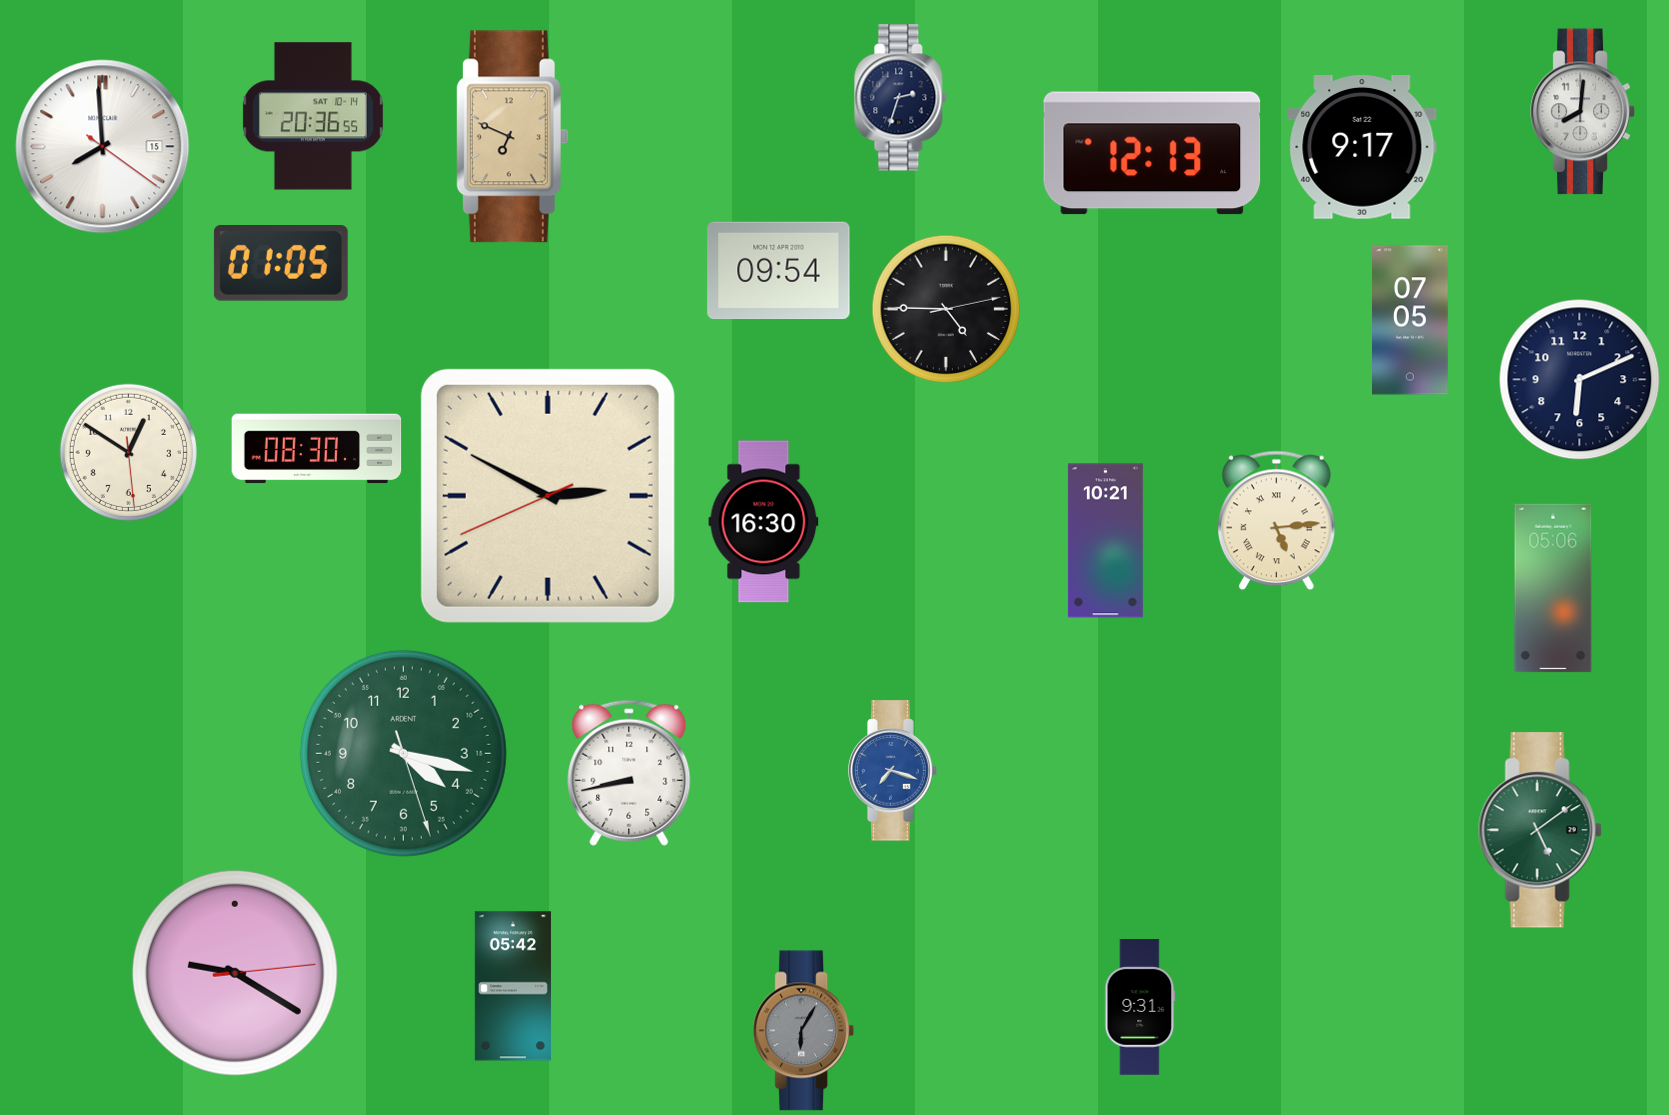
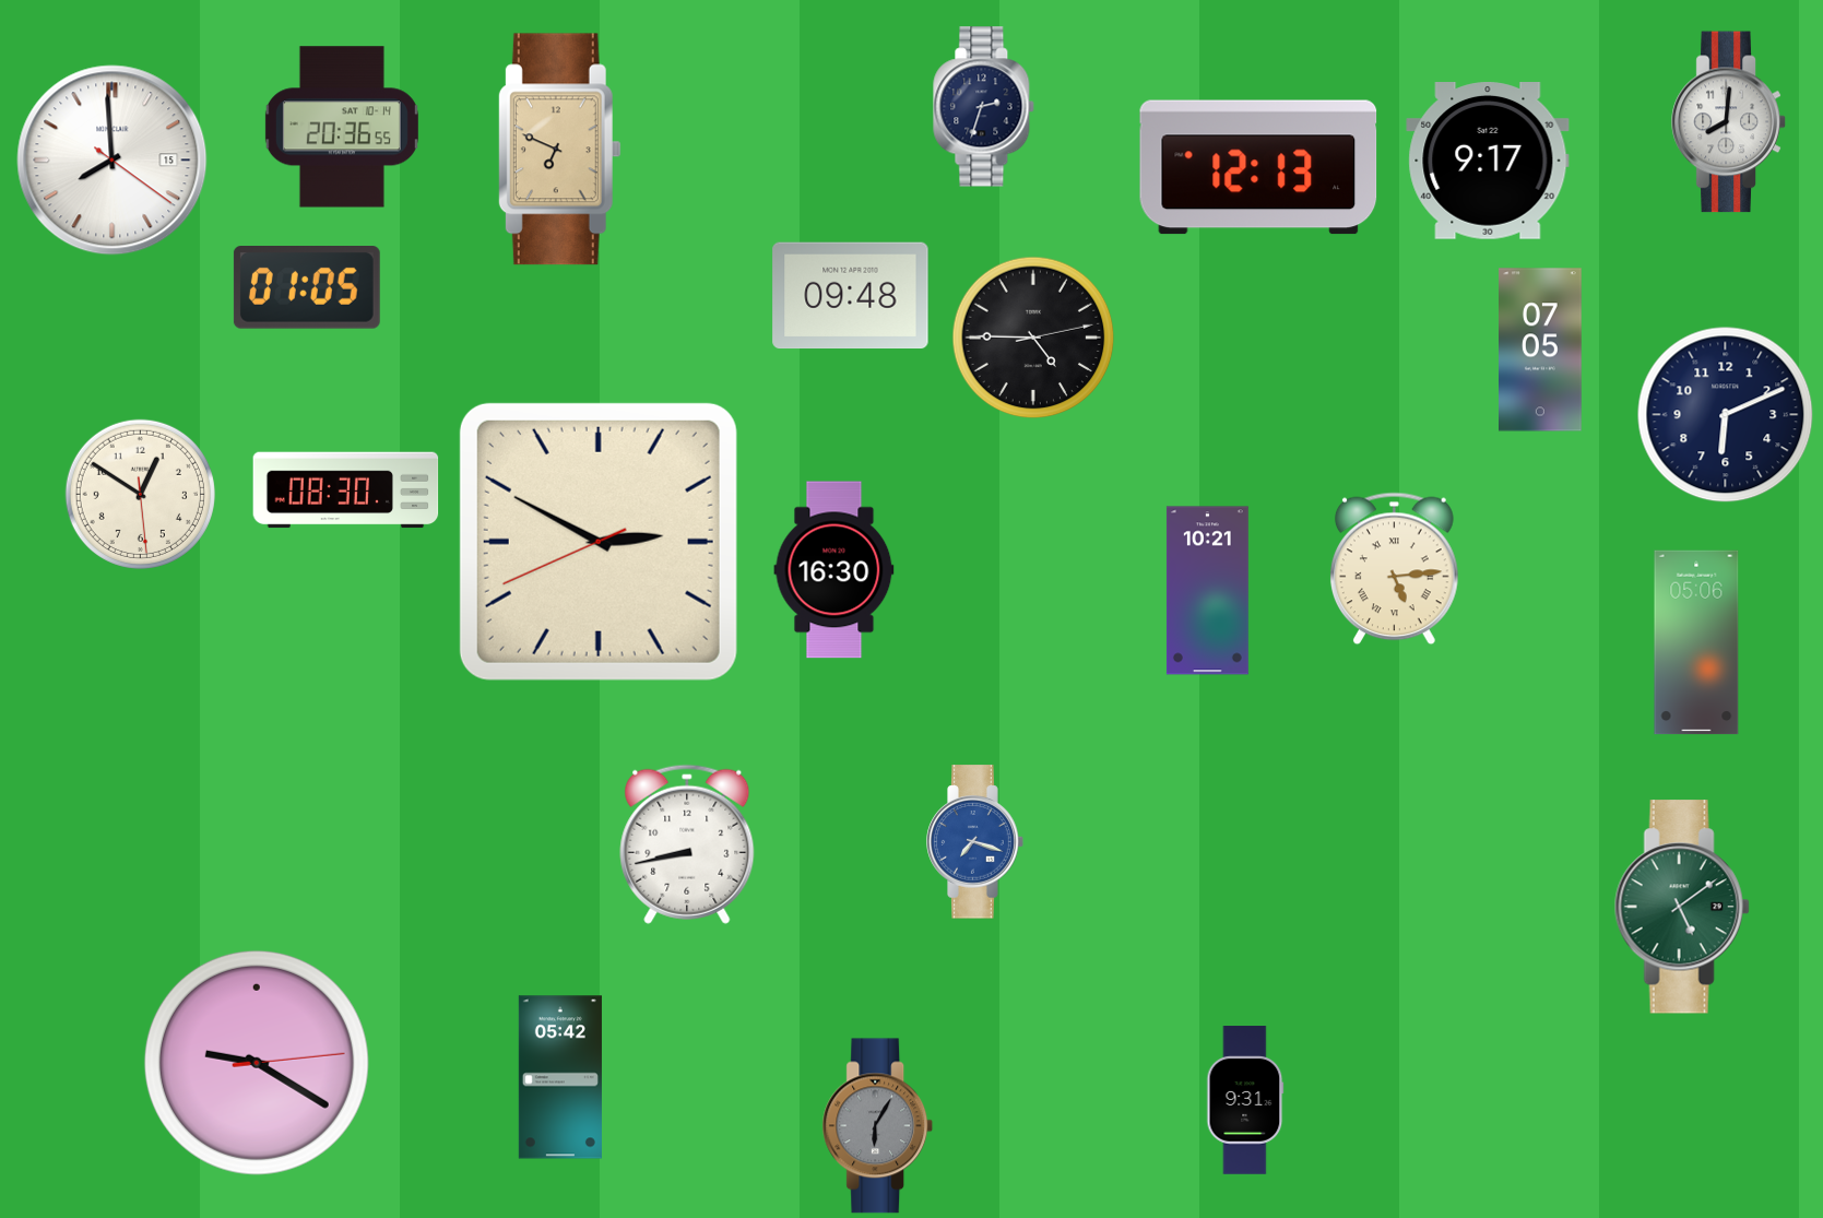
clock at (779, 271): 09:54 -> 09:48
clock at (403, 753): 4:17 -> none
